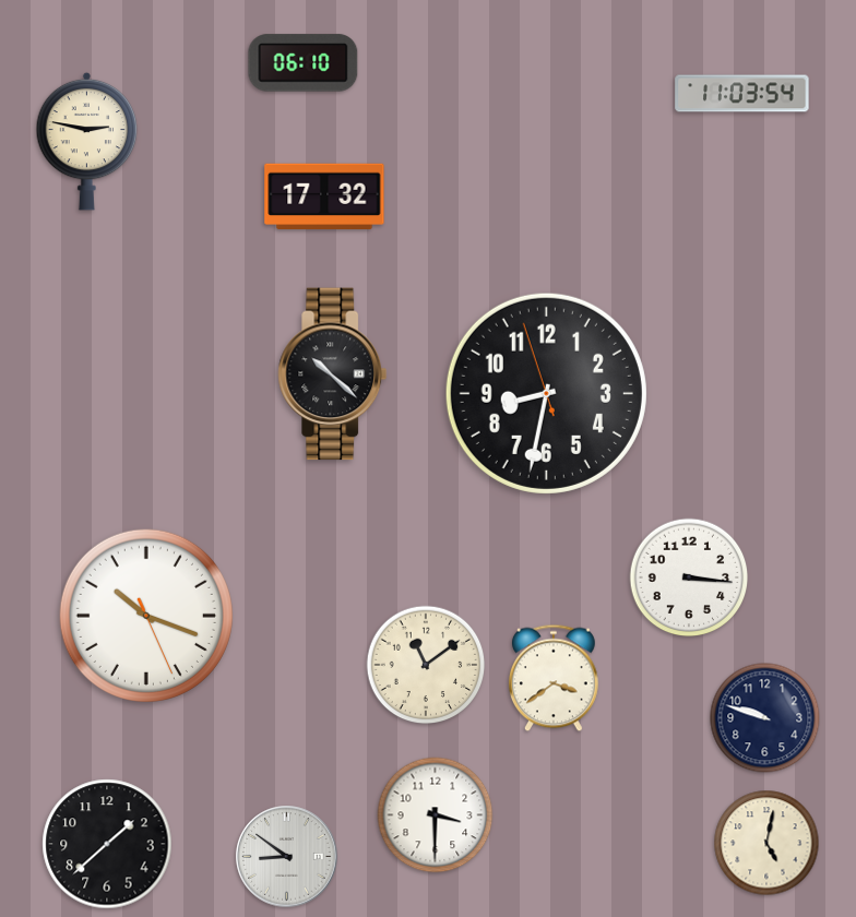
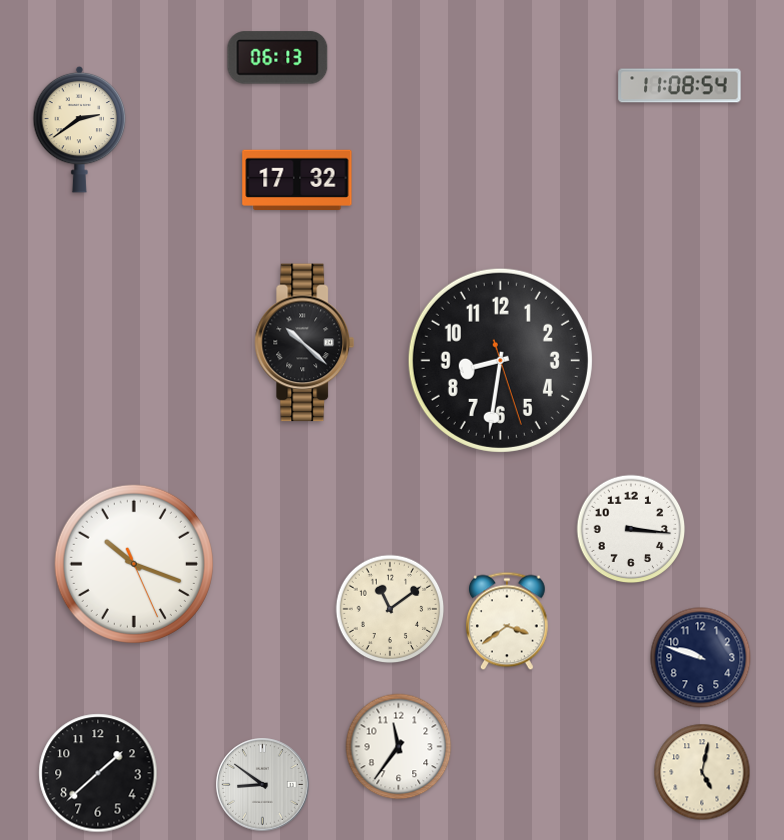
clock at (304, 63): 06:10 -> 06:13
clock at (742, 94): 11:03 -> 11:08
clock at (87, 141): 2:47 -> 2:39
clock at (546, 393): 8:31:57 -> 8:31:27
clock at (436, 815): 3:30 -> 11:36
